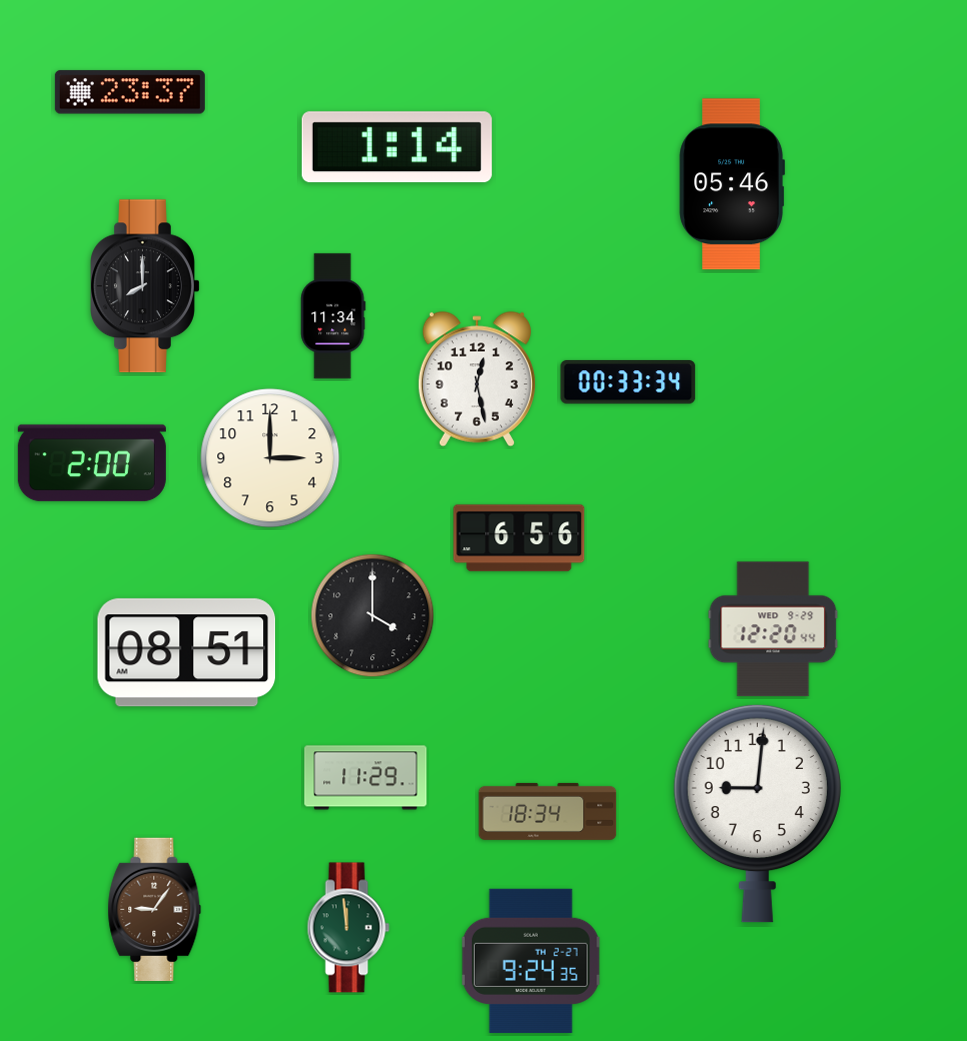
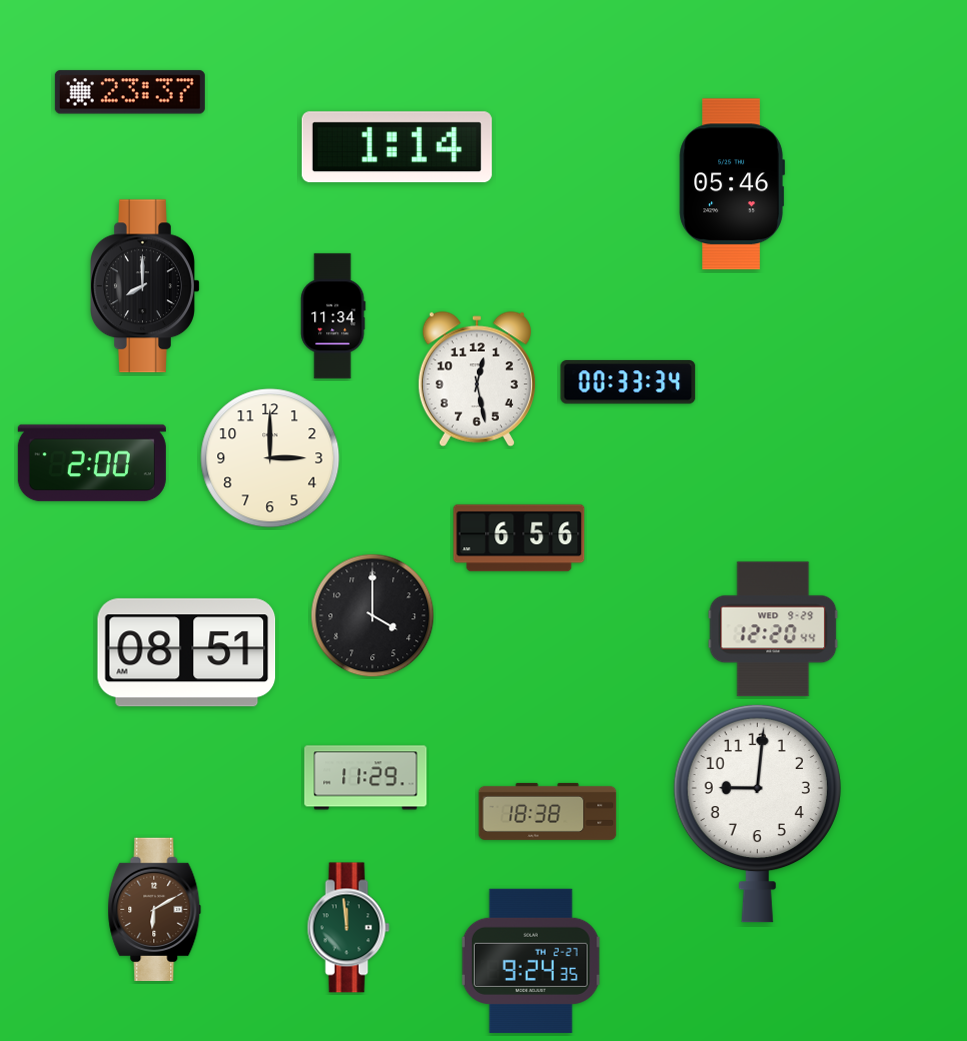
clock at (548, 811): 18:34 -> 18:38
clock at (155, 909): 9:06 -> 6:10
